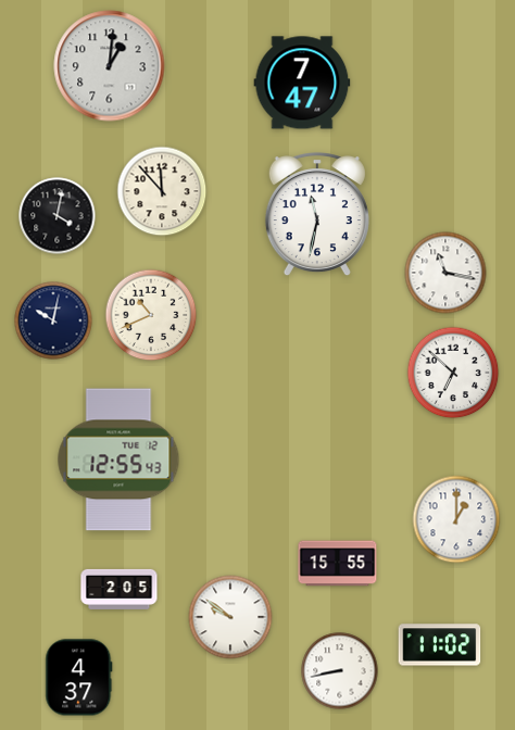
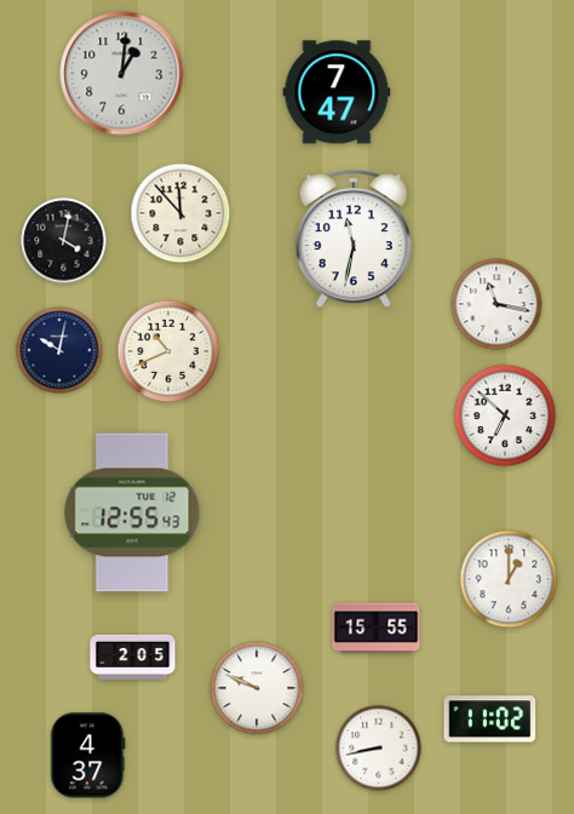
clock at (53, 320) position: (53, 320) -> (59, 350)
clock at (230, 617): 9:51 -> 9:49
